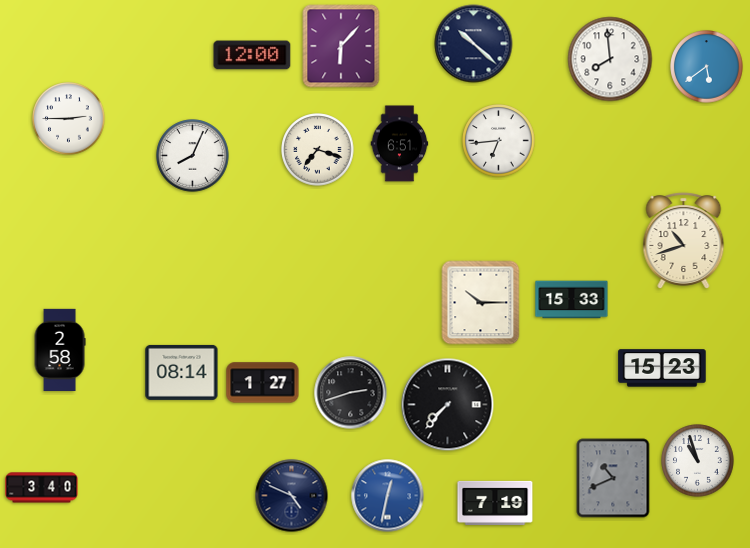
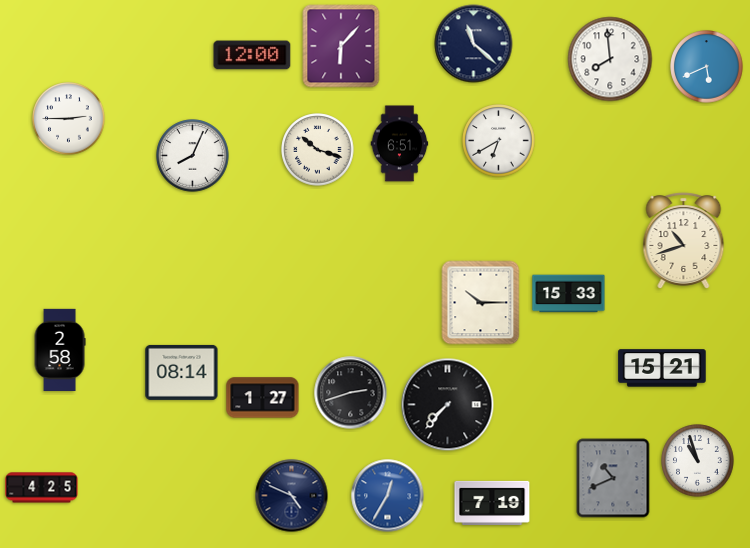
clock at (474, 44): 10:22 -> 11:22
clock at (707, 67): 5:39 -> 5:41
clock at (499, 141): 6:44 -> 6:40
clock at (318, 150): 7:18 -> 10:18
clock at (572, 300) position: (572, 300) -> (569, 294)
clock at (662, 368): 15:23 -> 15:21
clock at (263, 383) position: (263, 383) -> (263, 398)
clock at (42, 488): 3:40 -> 4:25
clock at (388, 496): 12:32 -> 12:35
clock at (495, 503) position: (495, 503) -> (492, 503)
